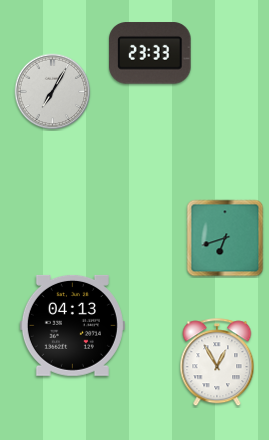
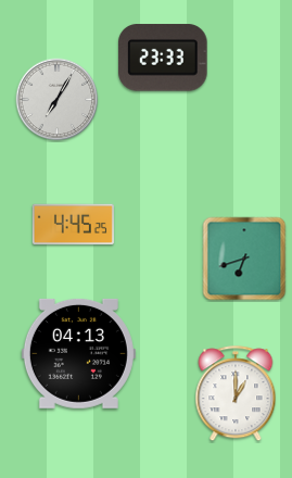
clock at (73, 225): none -> 4:45
clock at (217, 363): 12:55 -> 1:00
